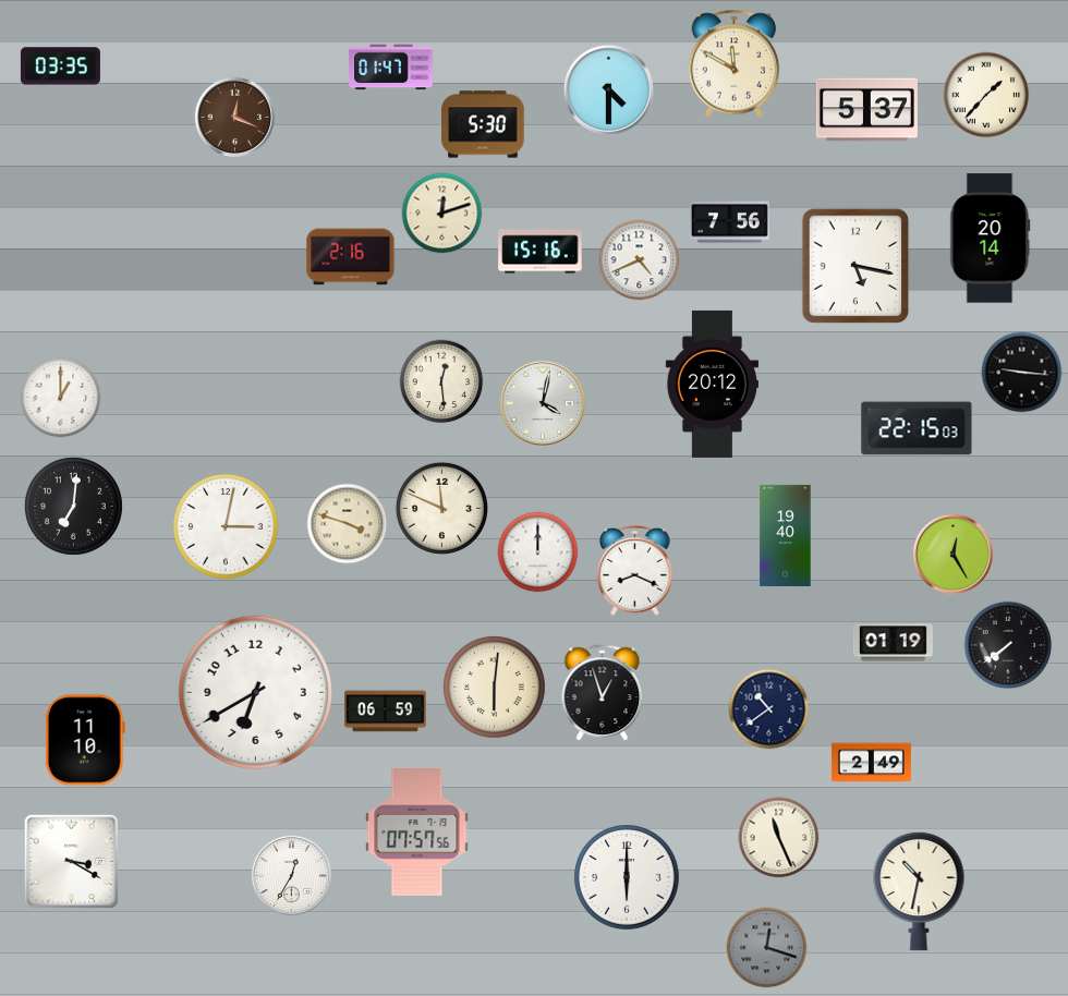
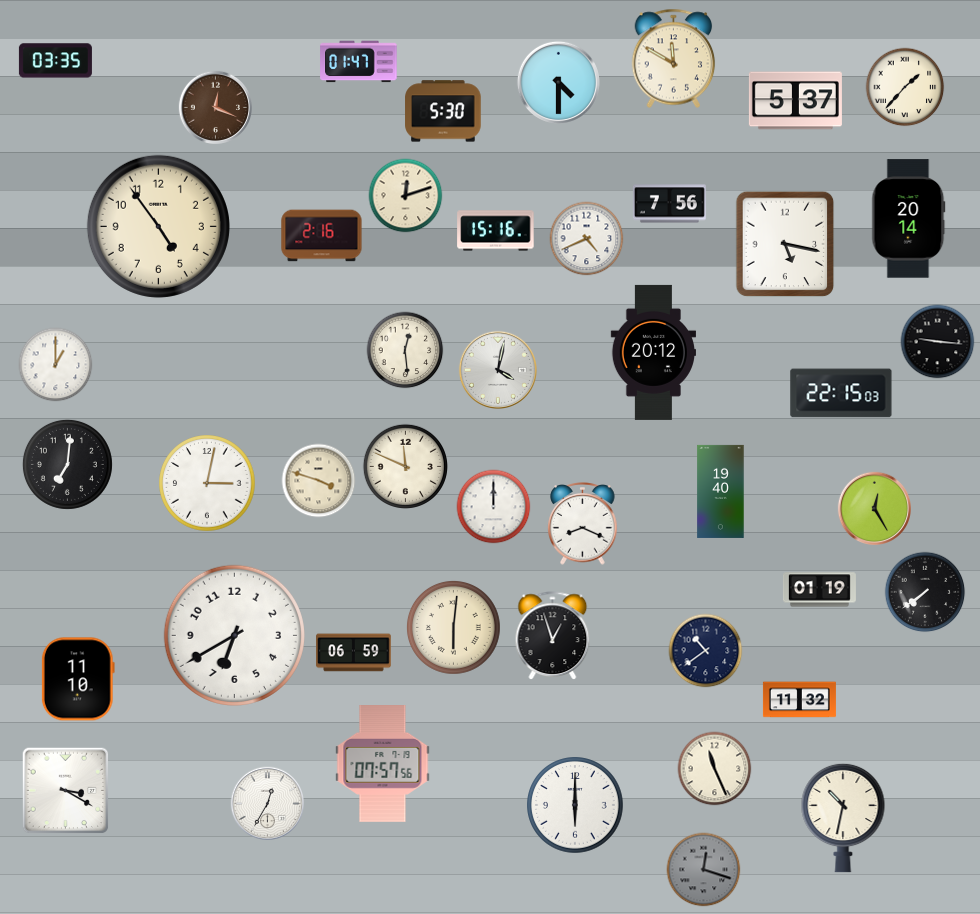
clock at (483, 124) position: (483, 124) -> (443, 111)
clock at (158, 226): none -> 4:54
clock at (495, 688) position: (495, 688) -> (454, 628)
clock at (871, 763): 2:49 -> 11:32
